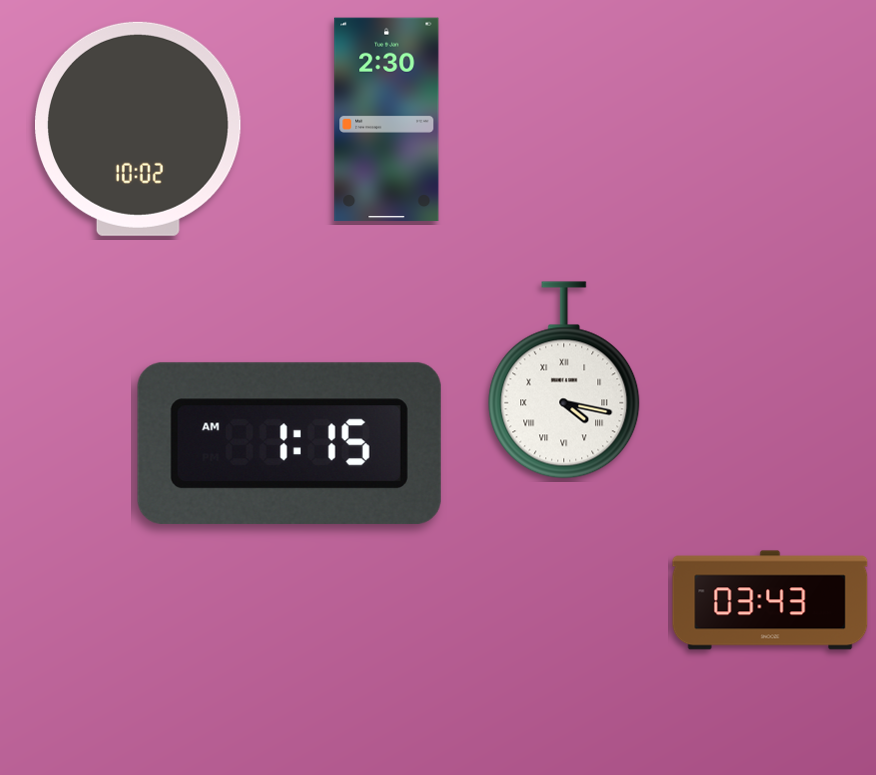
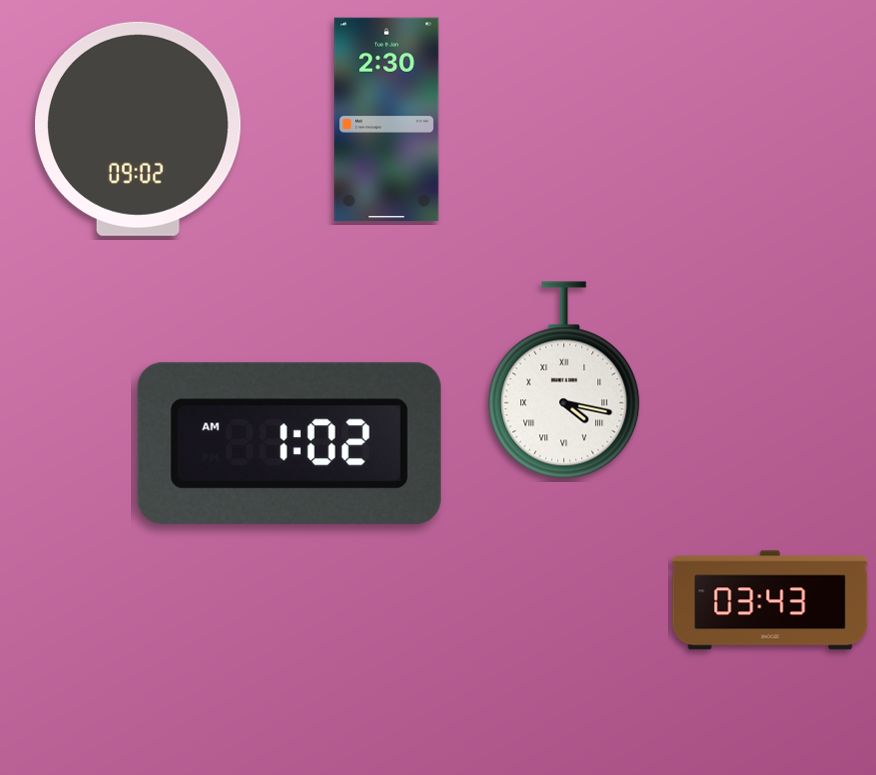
clock at (138, 129): 10:02 -> 09:02
clock at (289, 443): 1:15 -> 1:02
